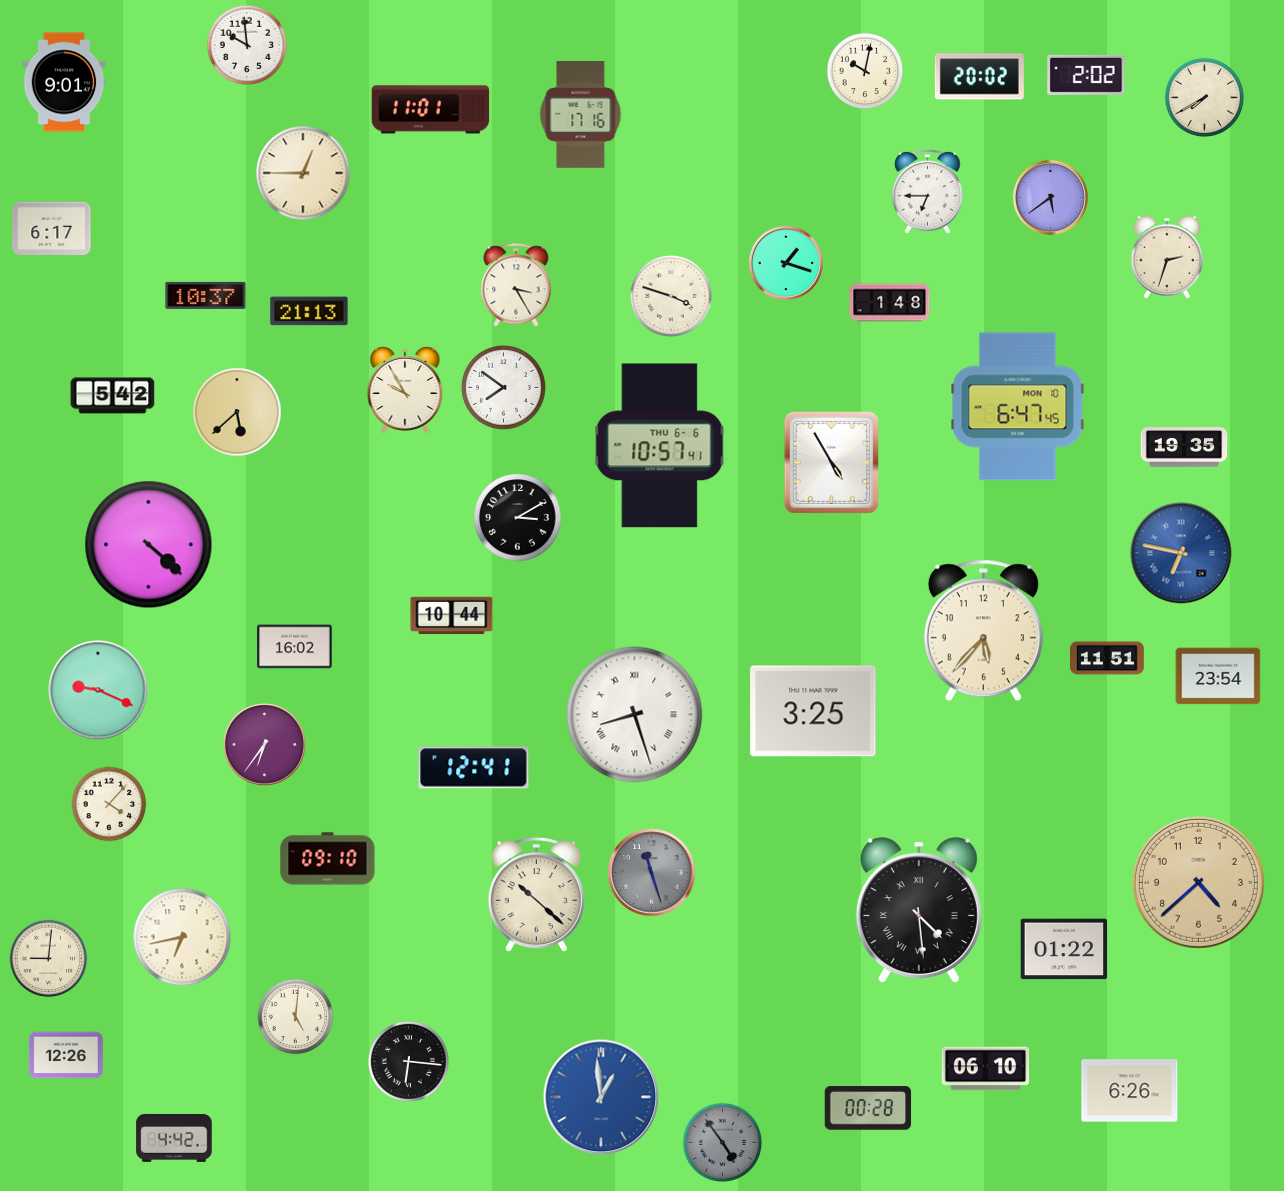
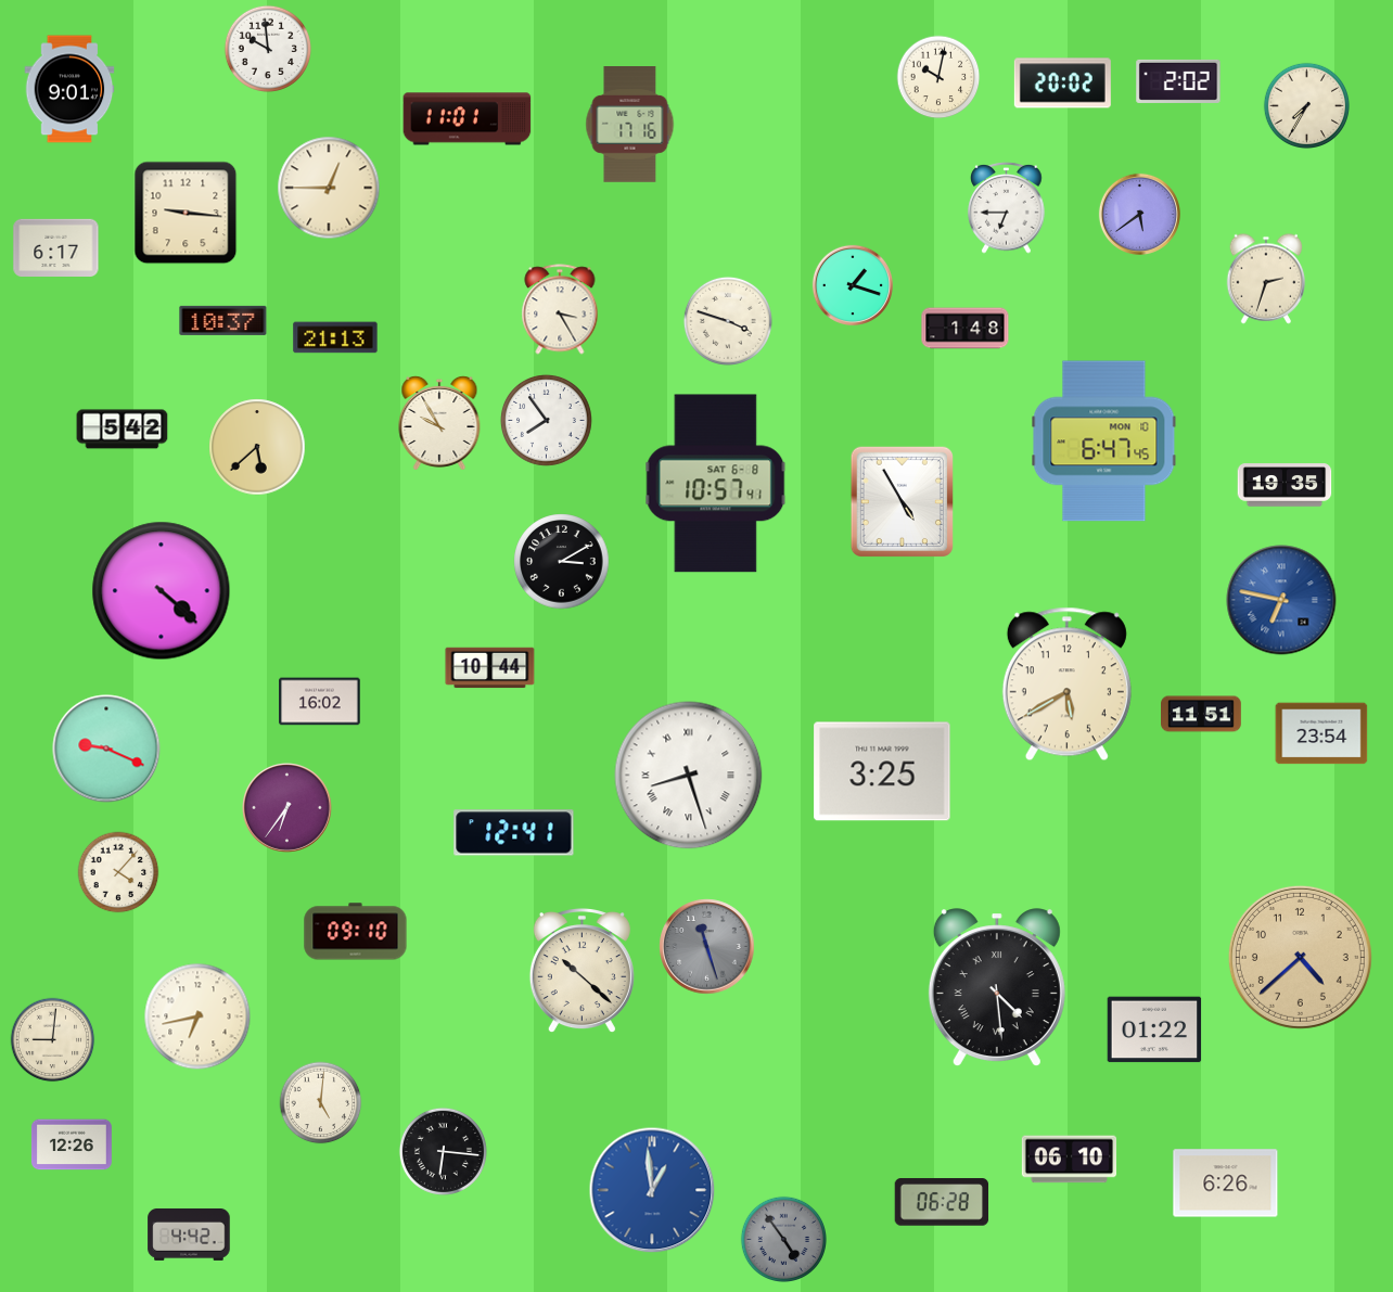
clock at (1204, 97): 7:40 -> 7:35
clock at (186, 213): none -> 9:16
clock at (503, 387): 7:51 -> 7:54
clock at (660, 446) date: THU 6-6 -> SAT 6-8
clock at (983, 631): 5:37 -> 5:40
clock at (868, 1108): 00:28 -> 06:28
